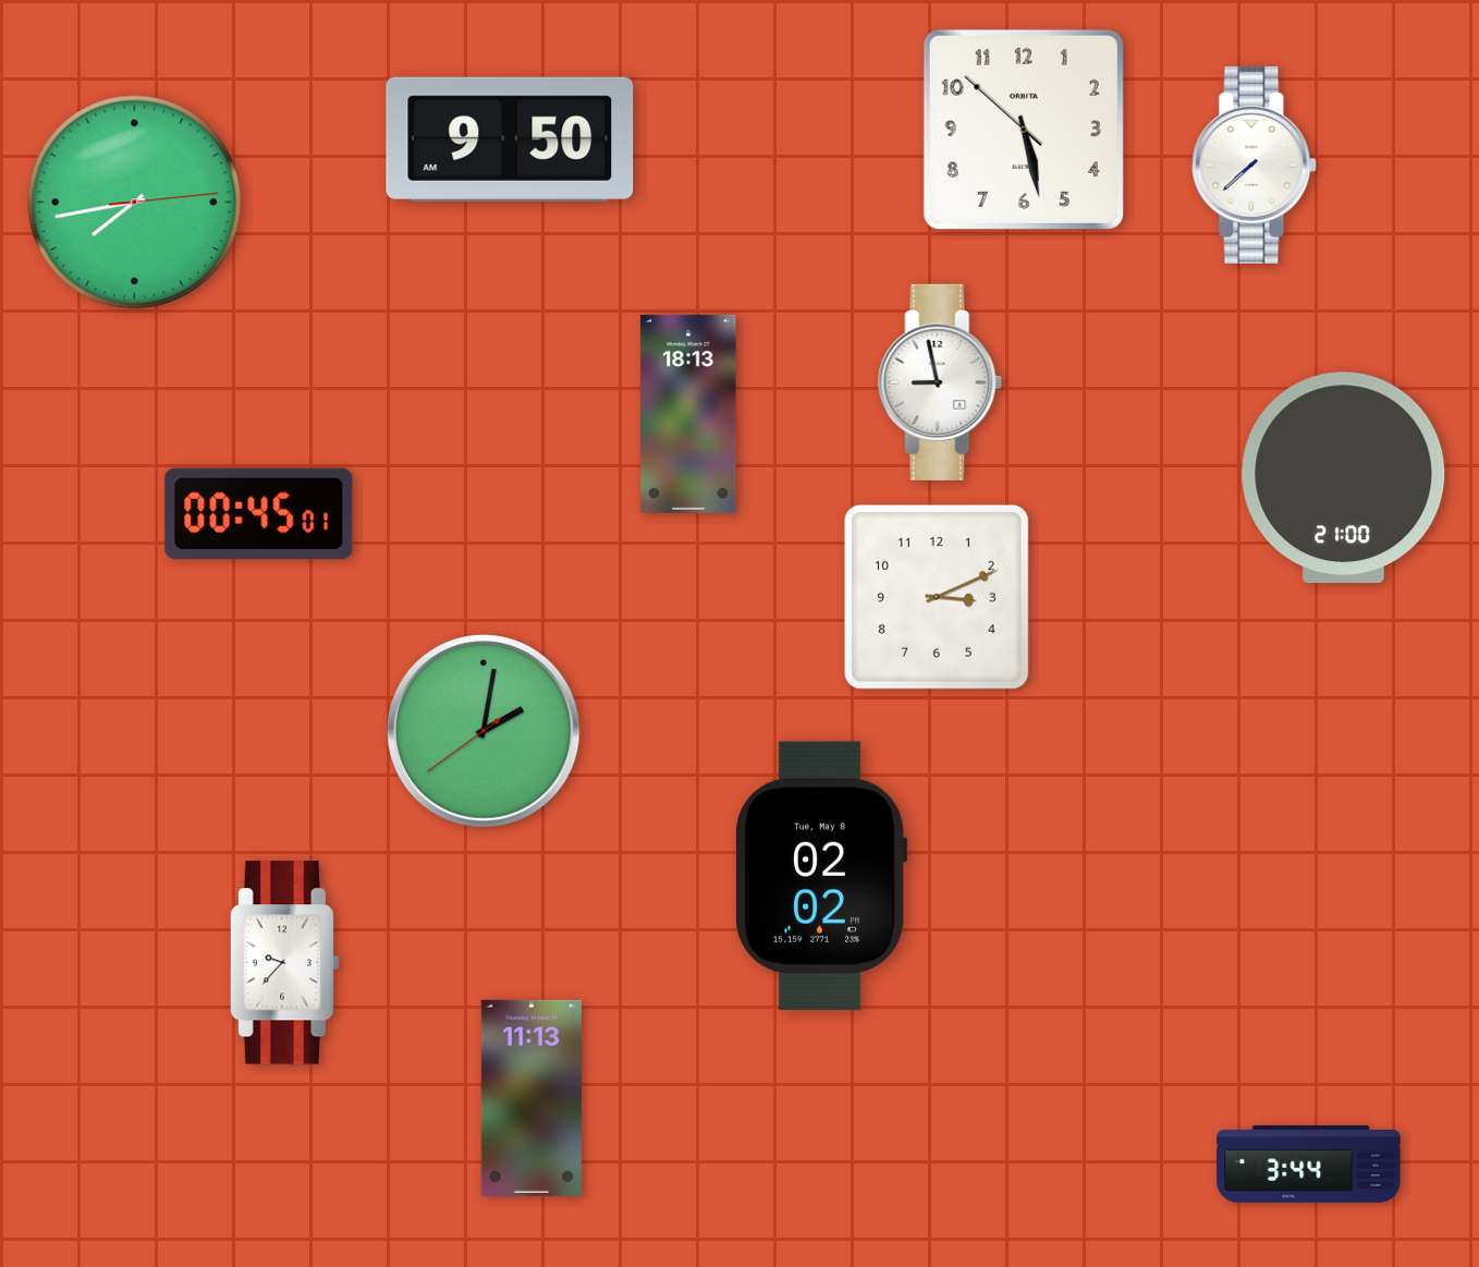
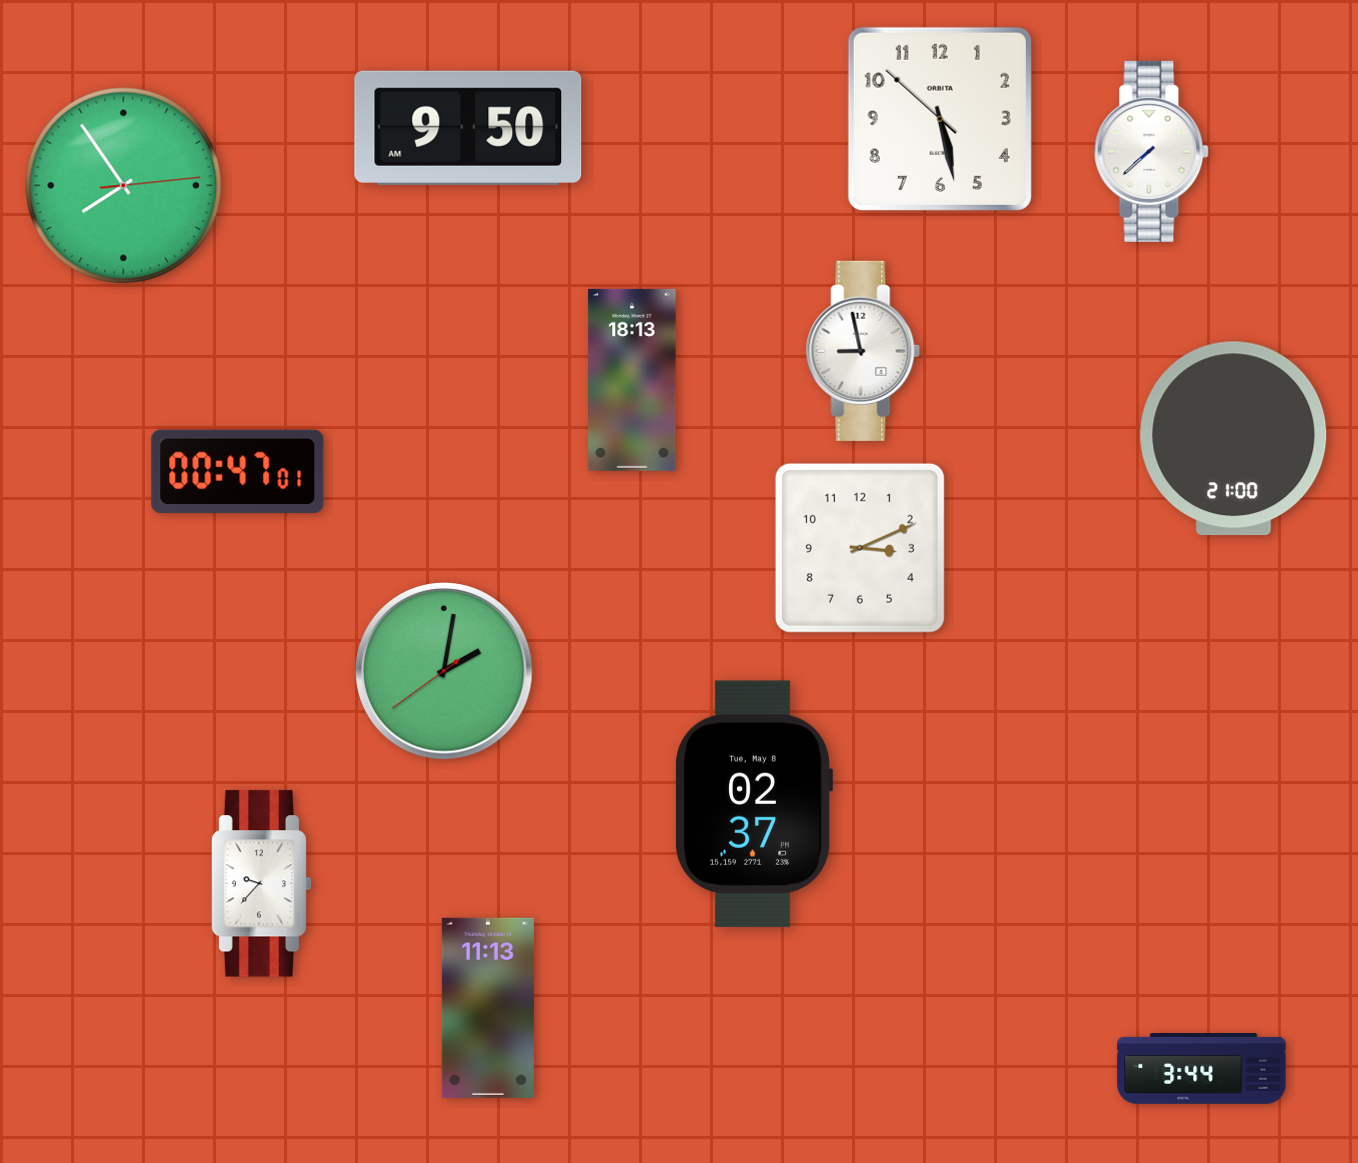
clock at (135, 203): 7:43 -> 7:54
clock at (259, 514): 00:45 -> 00:47
clock at (821, 876): 02:02 -> 02:37
